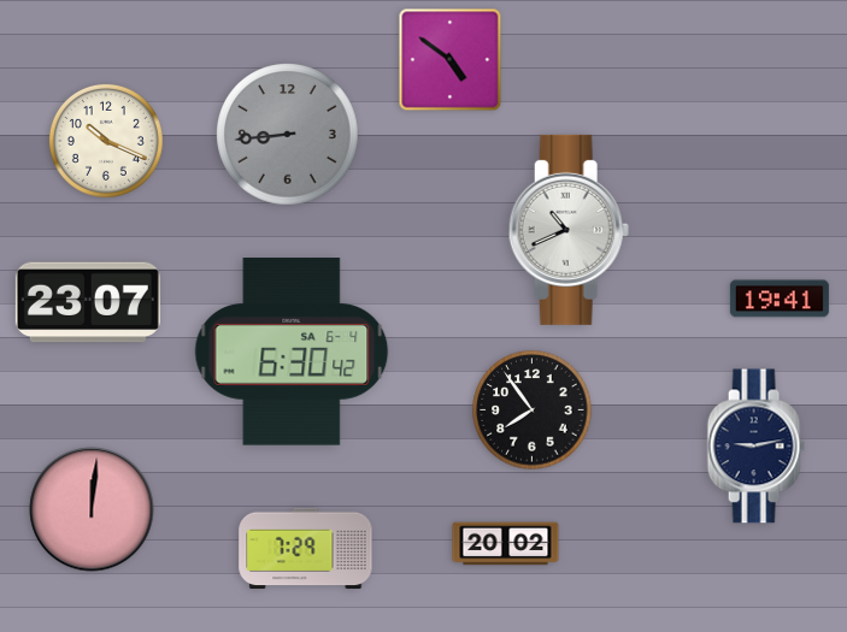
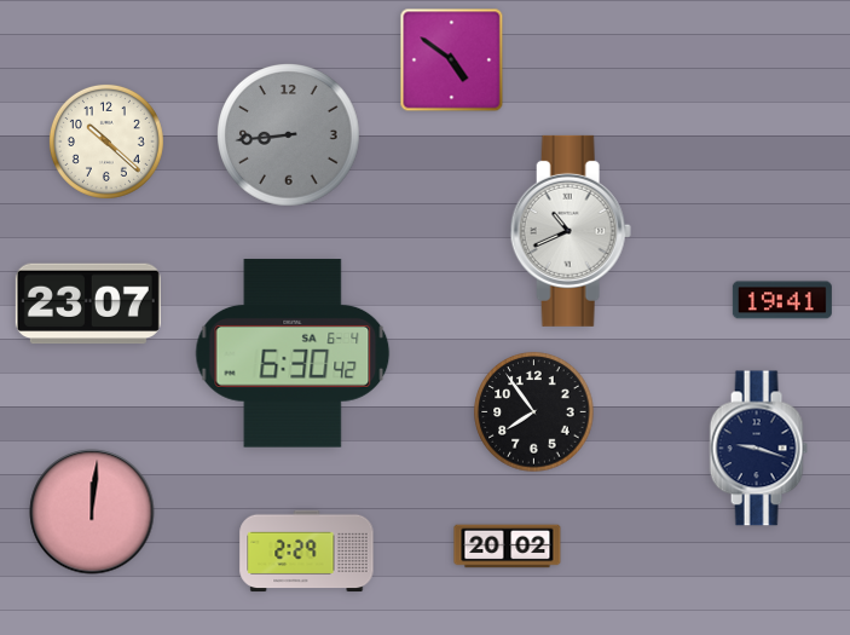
clock at (106, 141): 10:19 -> 10:22
clock at (755, 447): 9:13 -> 9:18
clock at (306, 549): 7:29 -> 2:29
